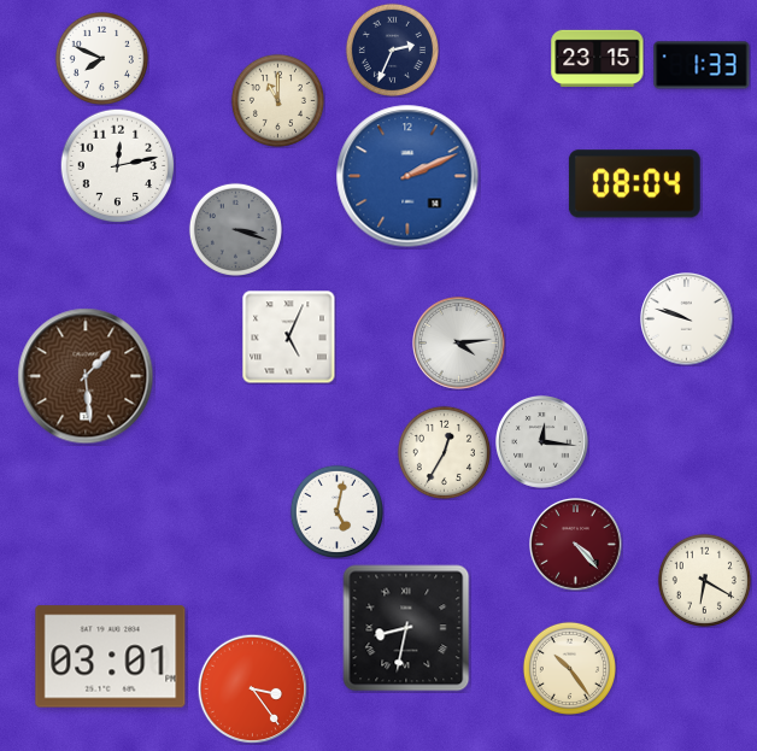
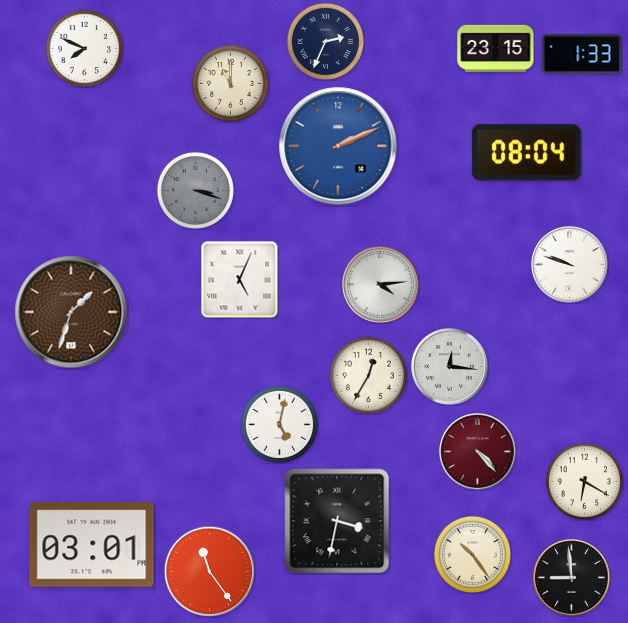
clock at (117, 165): 12:13 -> none
clock at (86, 376): 1:29 -> 1:33
clock at (406, 628): 8:32 -> 3:32
clock at (252, 688): 3:24 -> 11:24
clock at (572, 578): none -> 8:59
